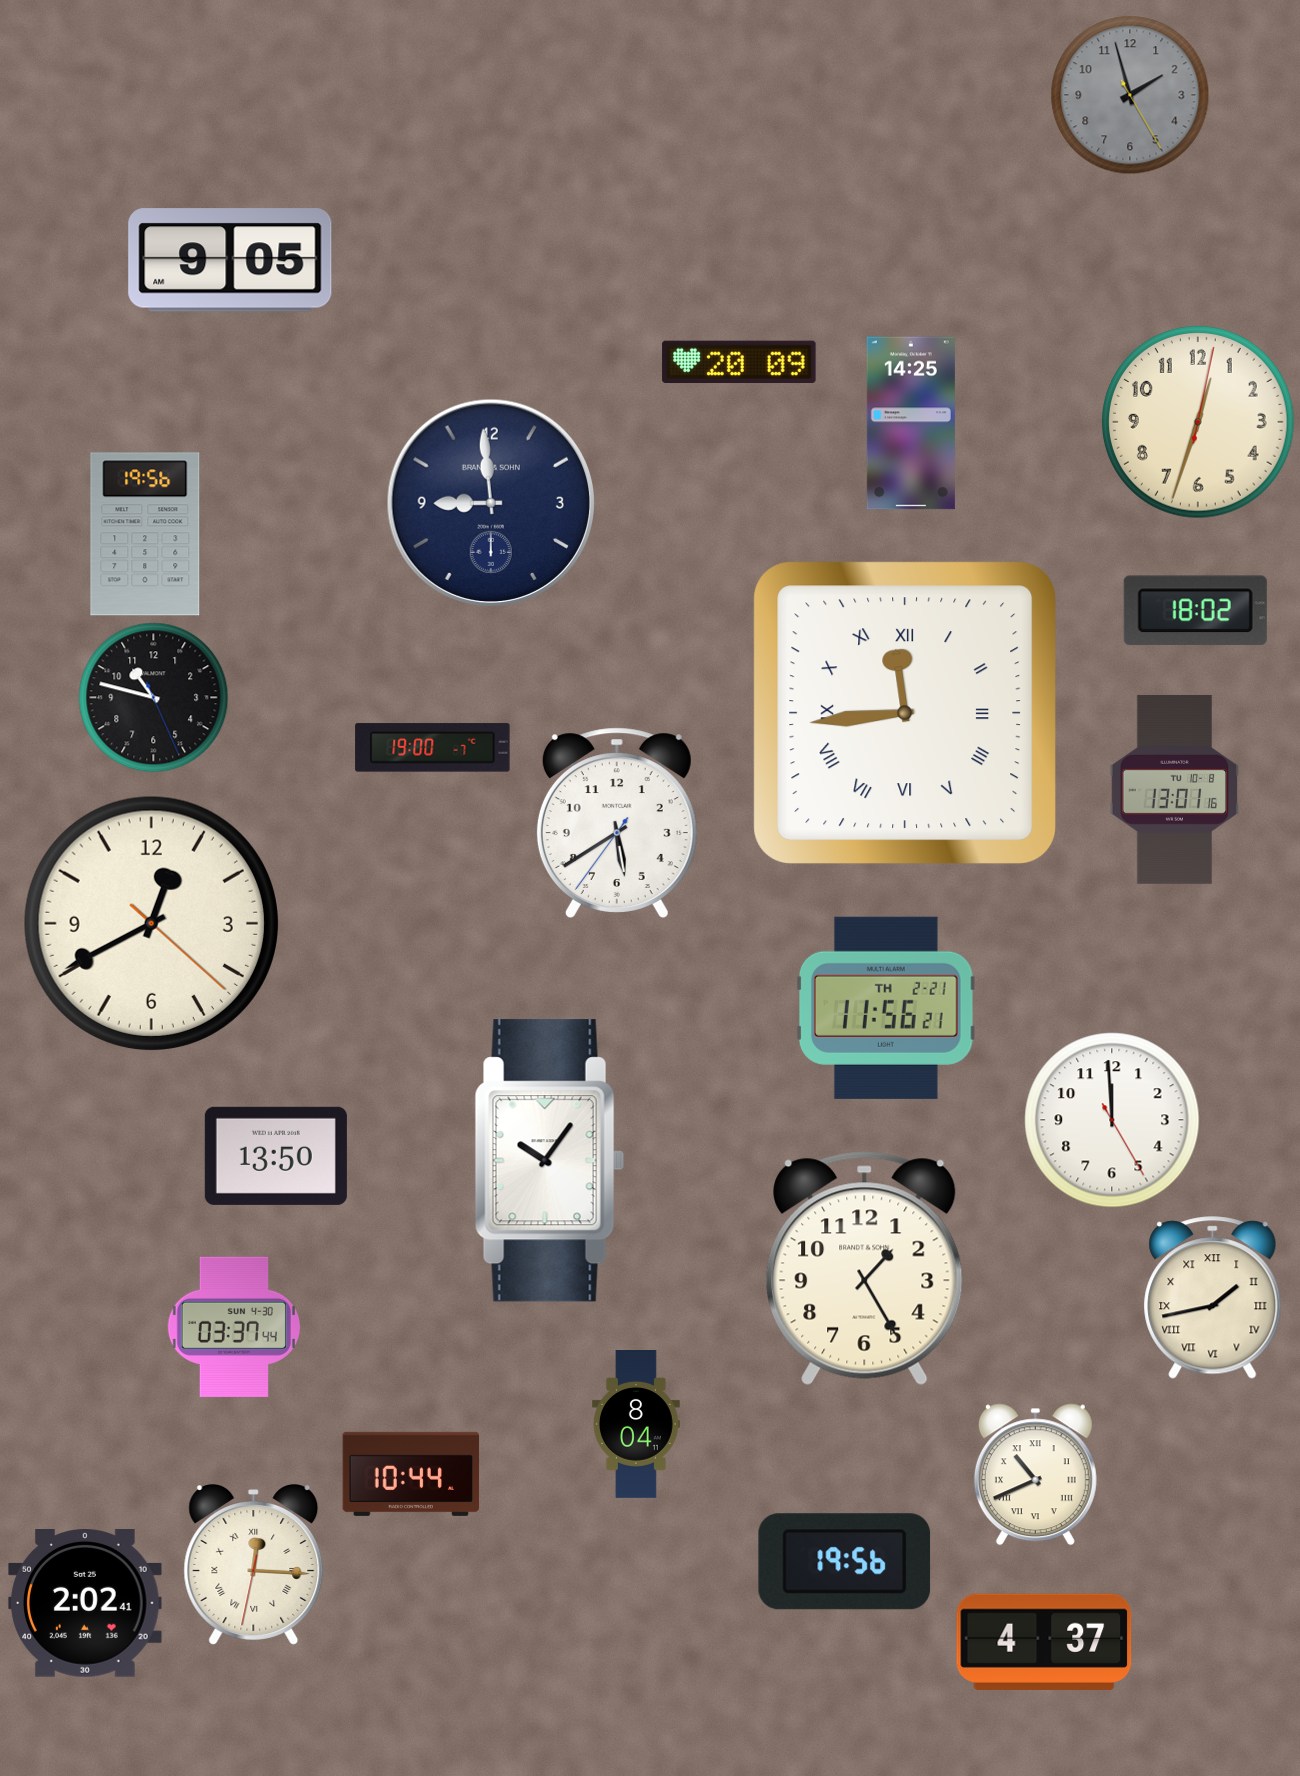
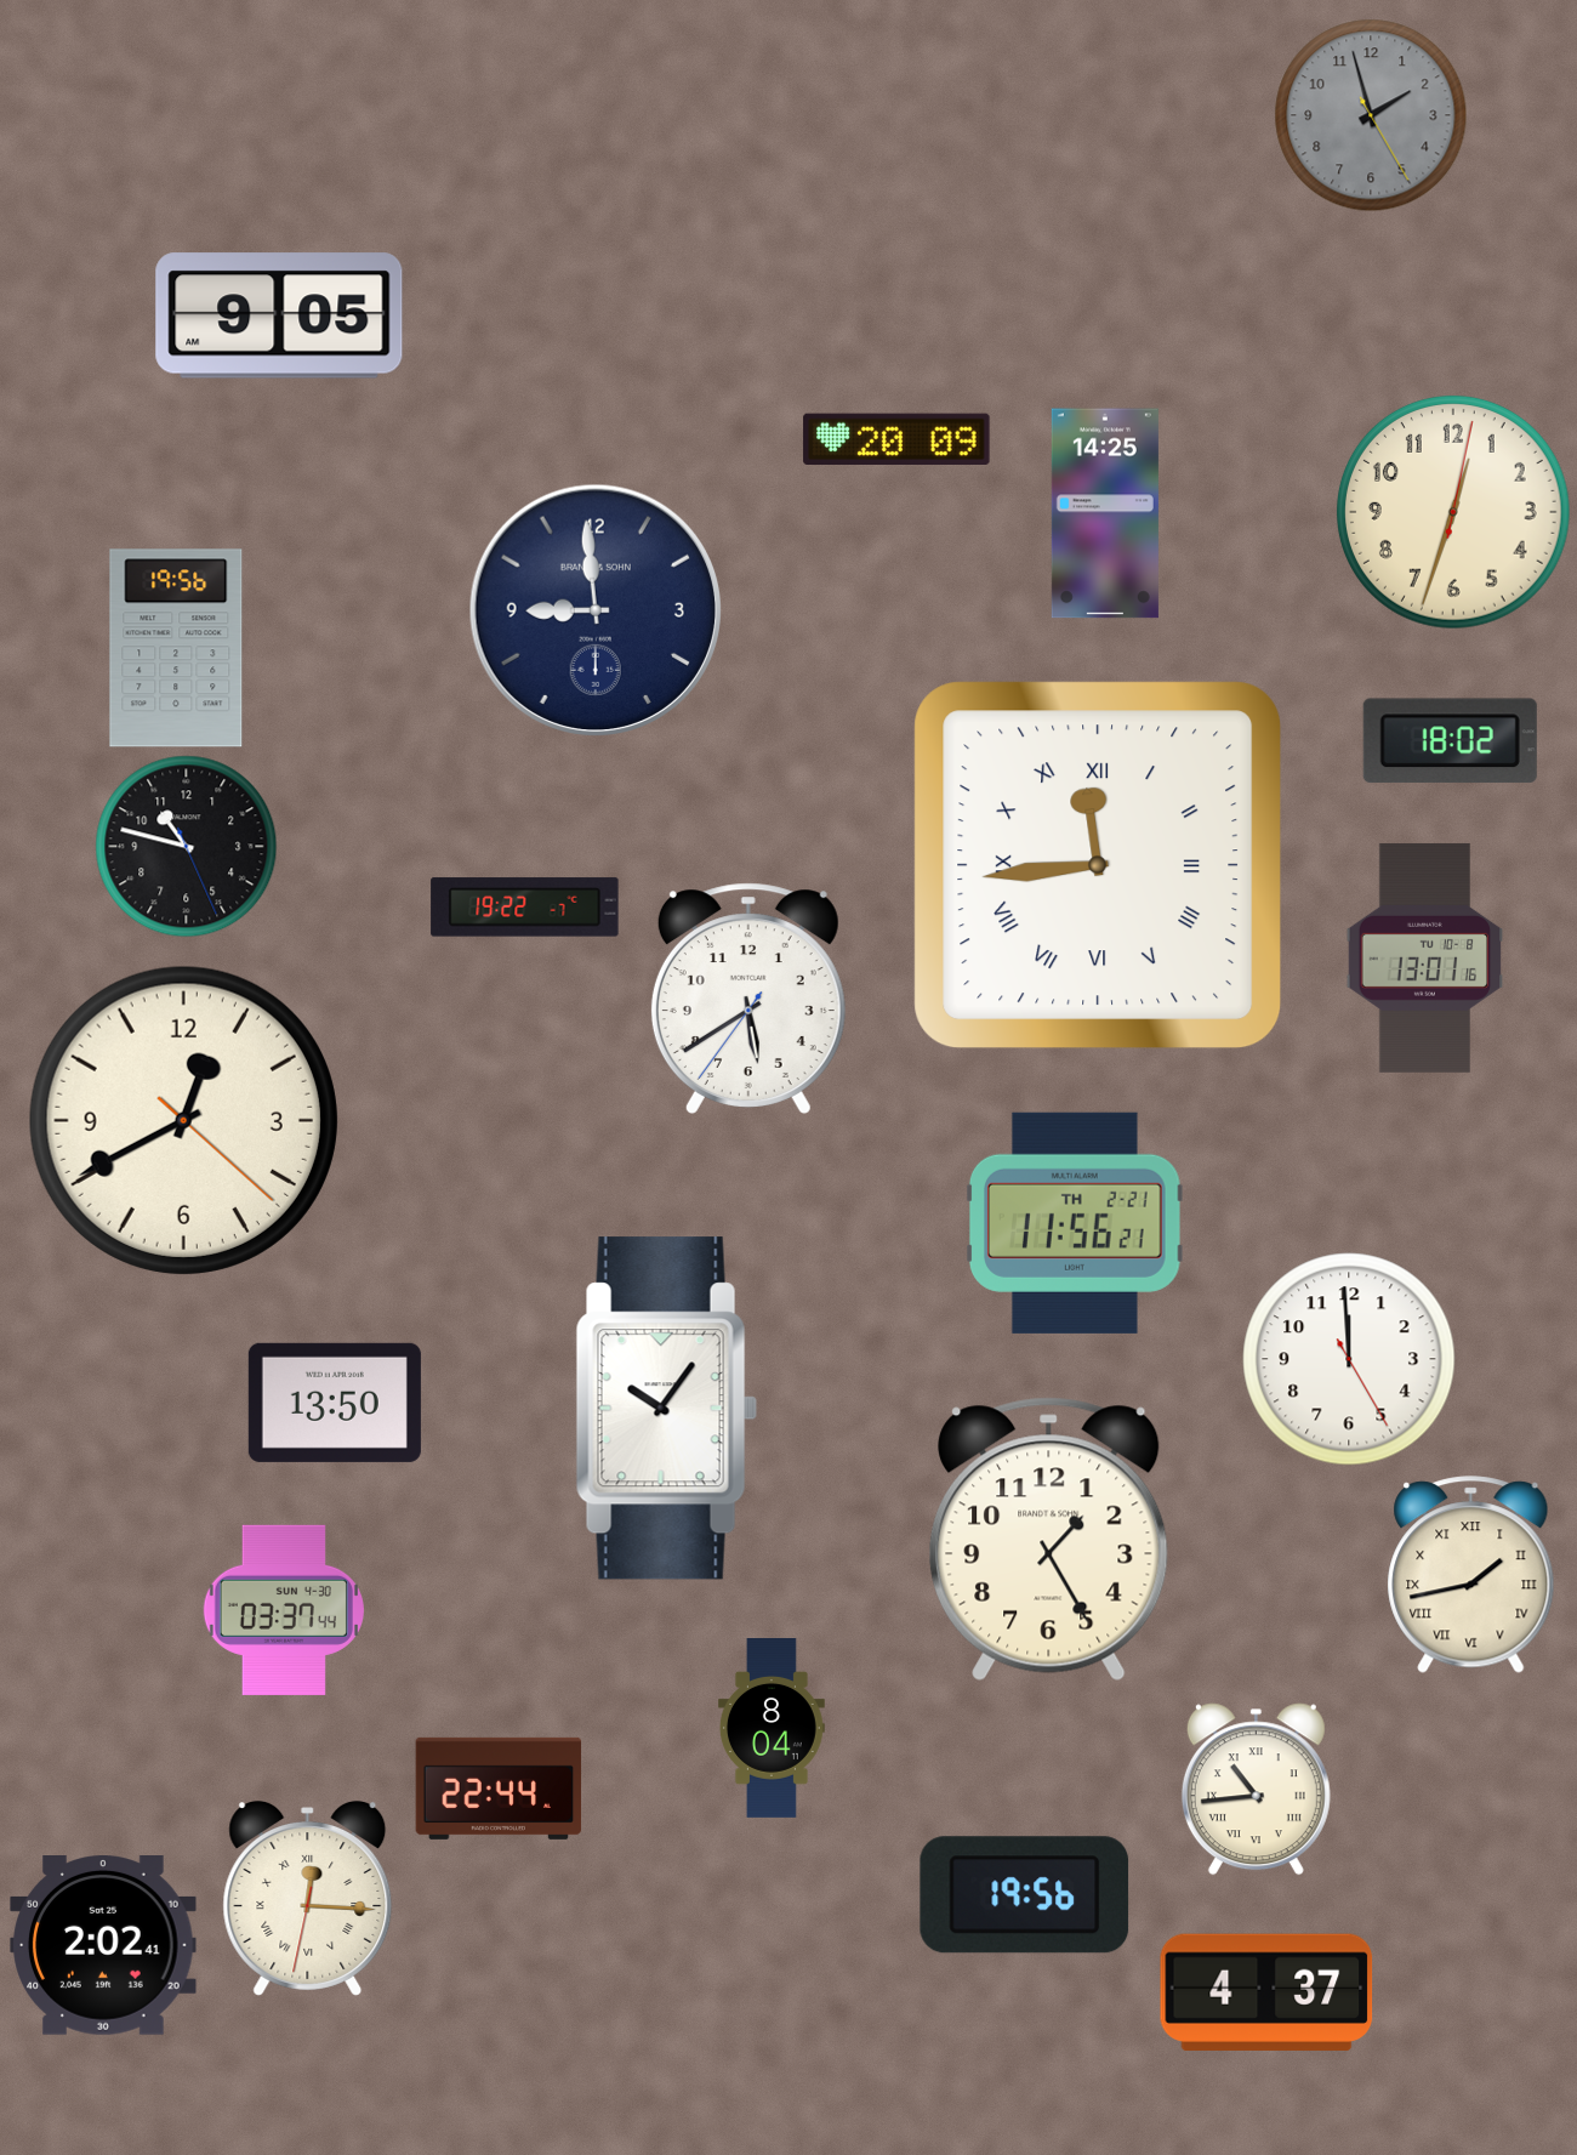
clock at (433, 748): 19:00 -> 19:22
clock at (411, 1474): 10:44 -> 22:44
clock at (1035, 1475): 10:41 -> 10:44
